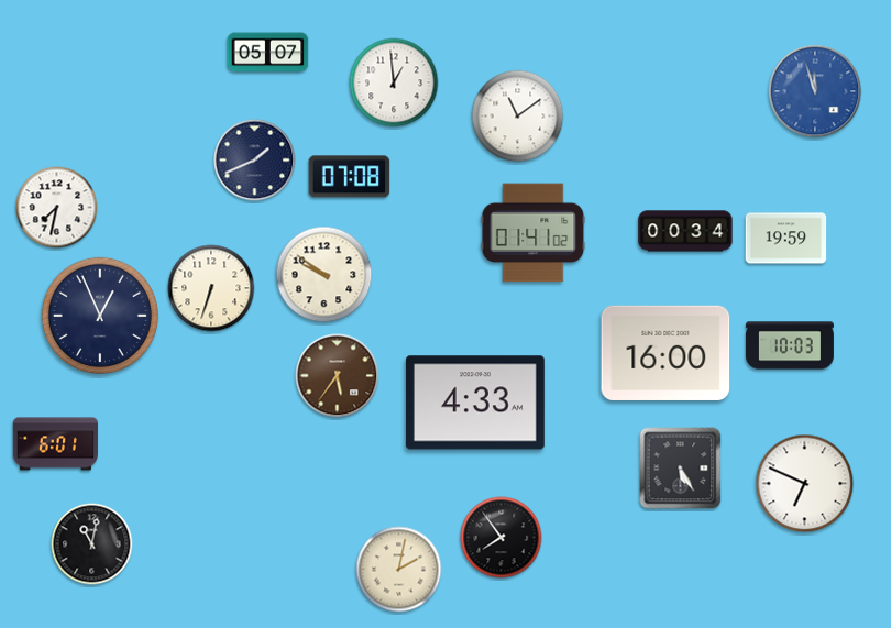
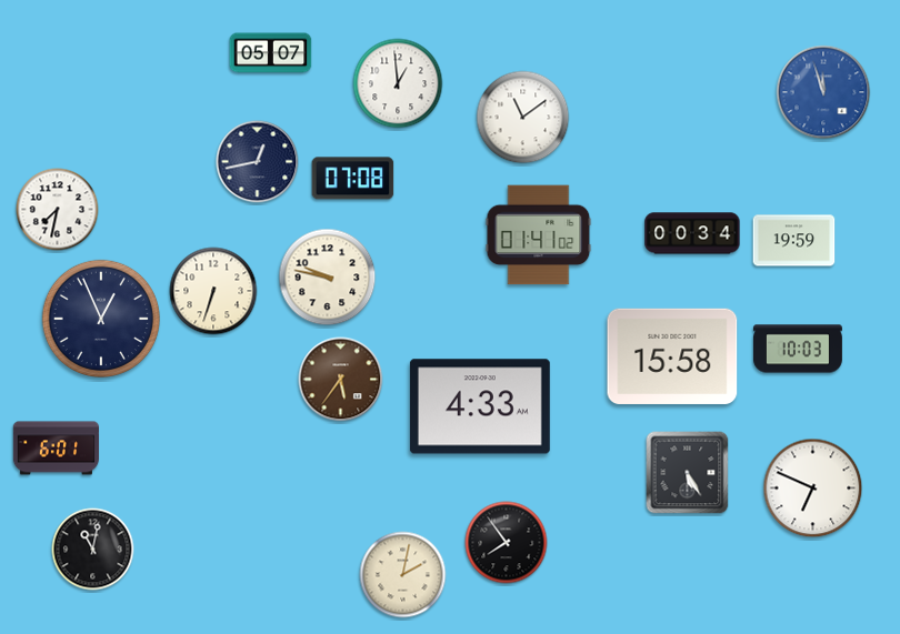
clock at (255, 161): 1:41 -> 12:43
clock at (324, 275): 9:51 -> 9:47
clock at (665, 353): 16:00 -> 15:58
